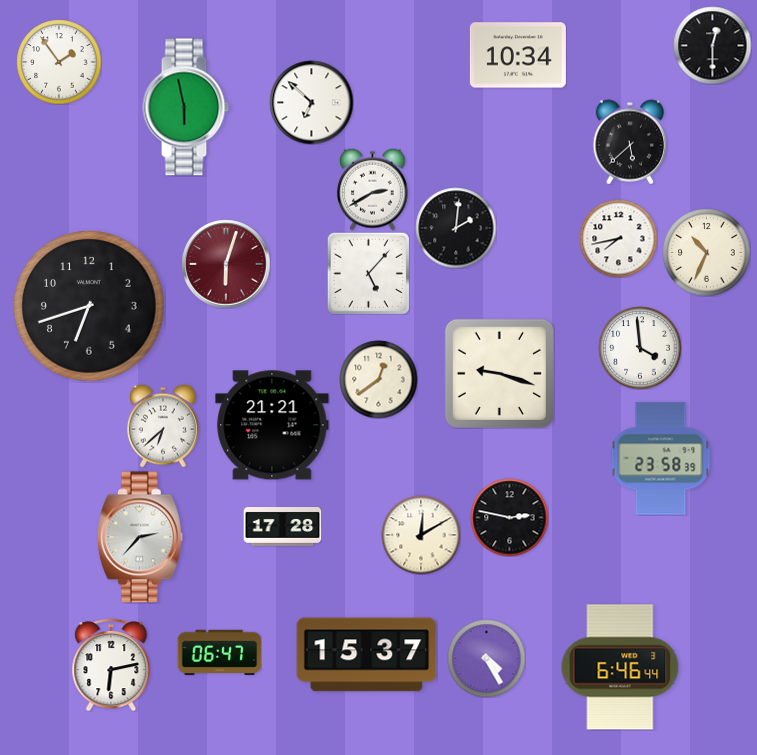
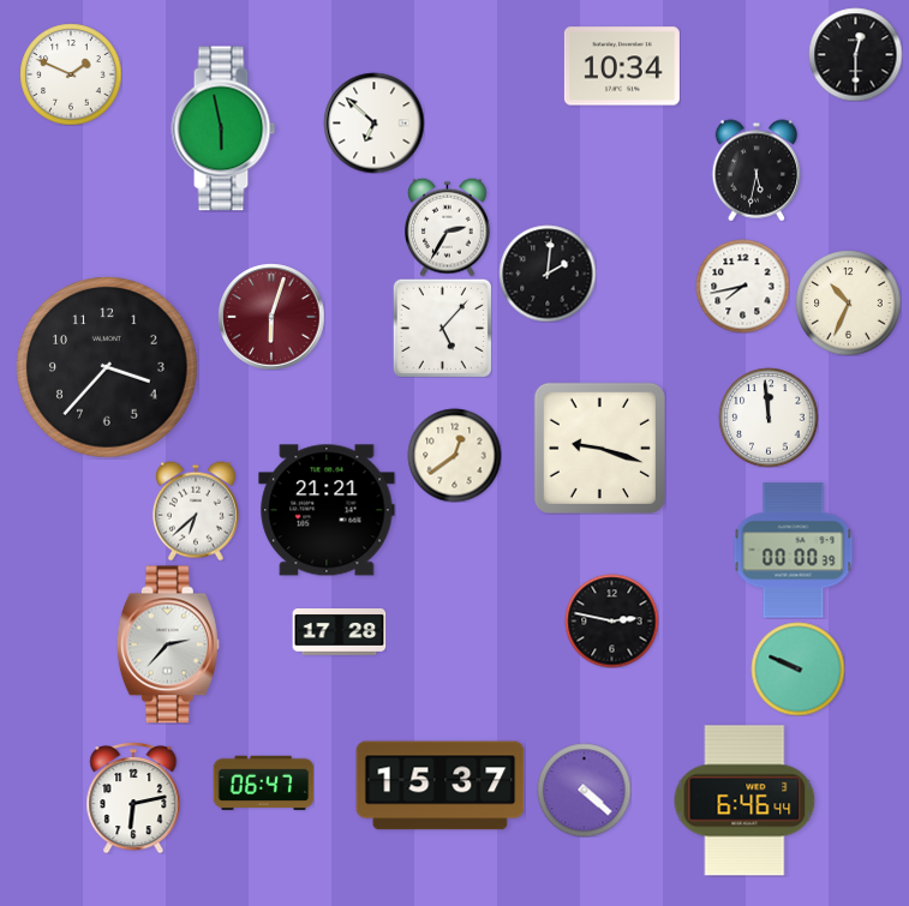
clock at (59, 62): 1:54 -> 1:49
clock at (630, 142): 5:38 -> 5:32
clock at (373, 189): 2:40 -> 2:35
clock at (89, 306): 6:42 -> 3:37
clock at (640, 348): 3:59 -> 11:59
clock at (661, 459): 23:58 -> 00:00
clock at (421, 535): 12:10 -> none
clock at (797, 668): none -> 9:49
clock at (486, 658): 4:25 -> 4:22
